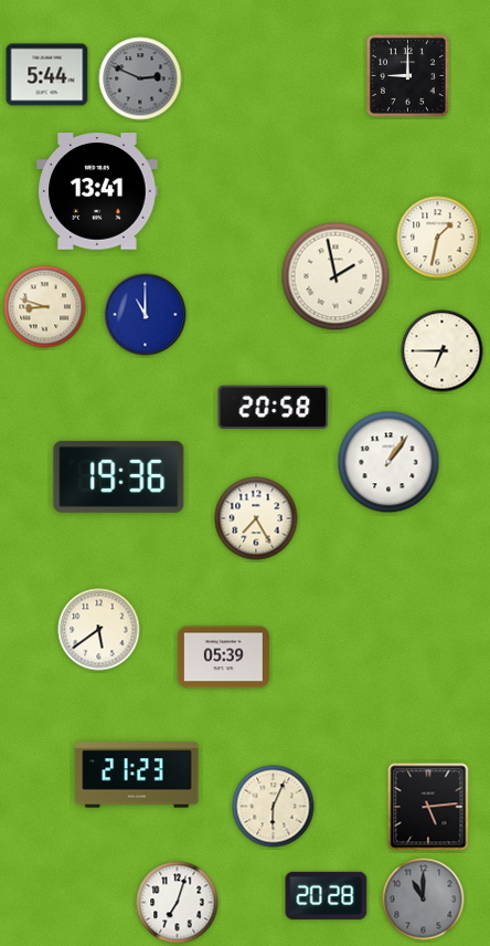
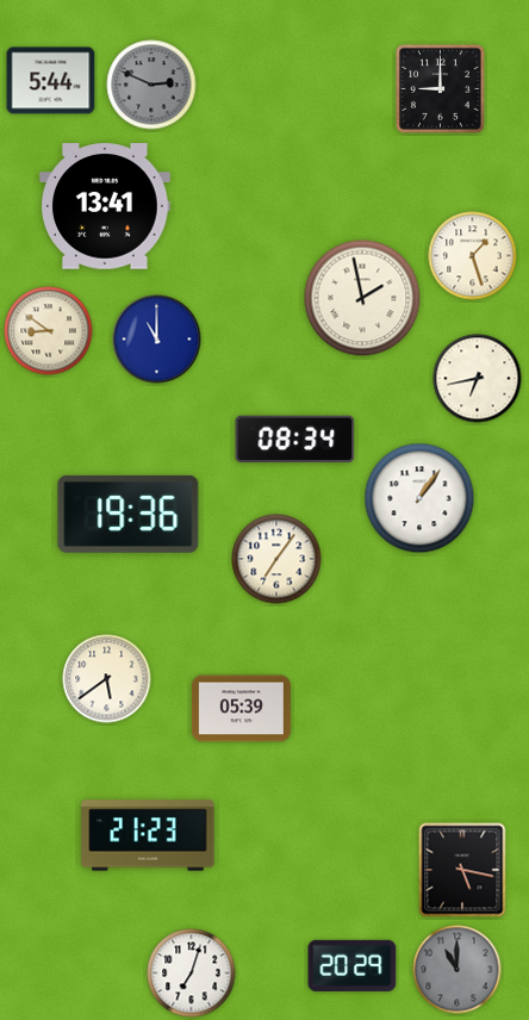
clock at (407, 75) position: (407, 75) -> (440, 88)
clock at (438, 238): 1:32 -> 1:27
clock at (45, 307): 8:48 -> 8:51
clock at (443, 351): 6:45 -> 6:43
clock at (274, 408): 20:58 -> 08:34
clock at (256, 518): 7:25 -> 7:06
clock at (274, 807): 6:04 -> none
clock at (428, 807): 5:14 -> 5:17
clock at (327, 895): 20:28 -> 20:29
